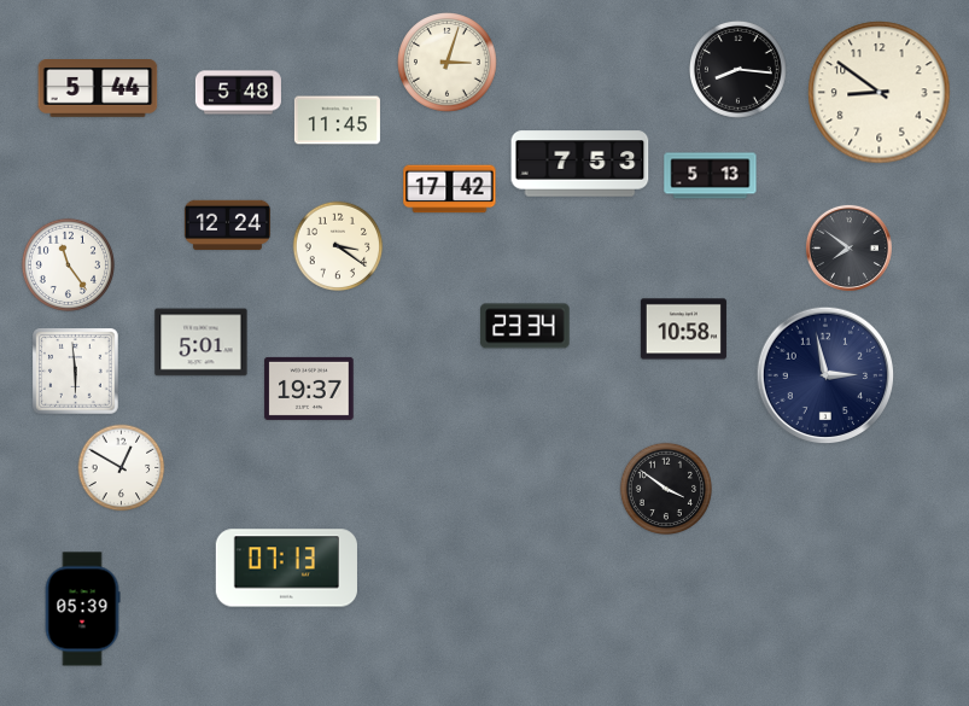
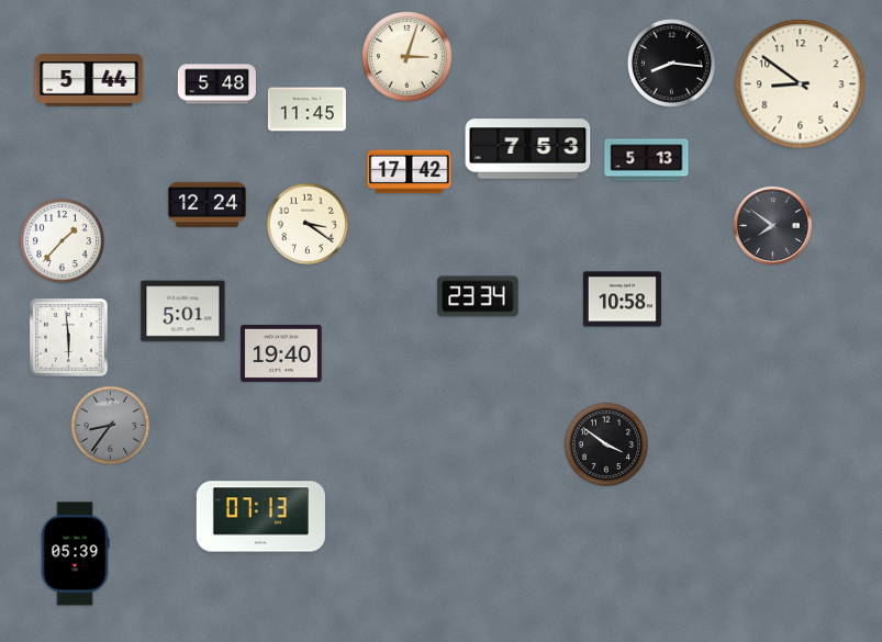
clock at (68, 264): 11:24 -> 1:37
clock at (825, 375): 2:58 -> none
clock at (309, 389): 19:37 -> 19:40
clock at (122, 468): 12:50 -> 8:36
clock at (122, 468) dial: white -> grey
